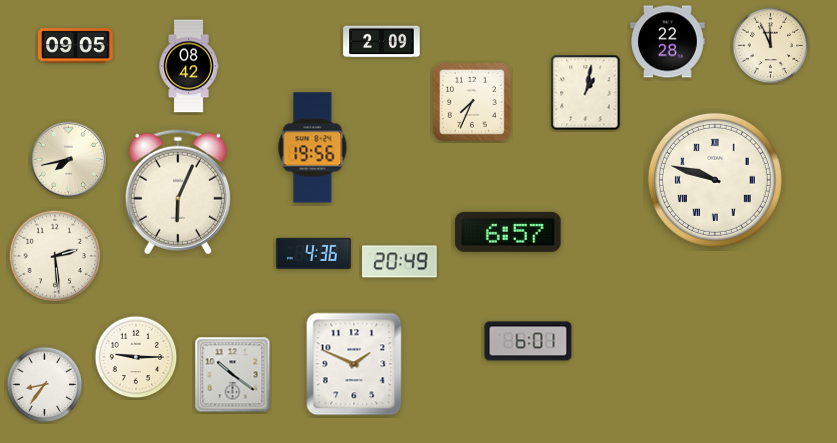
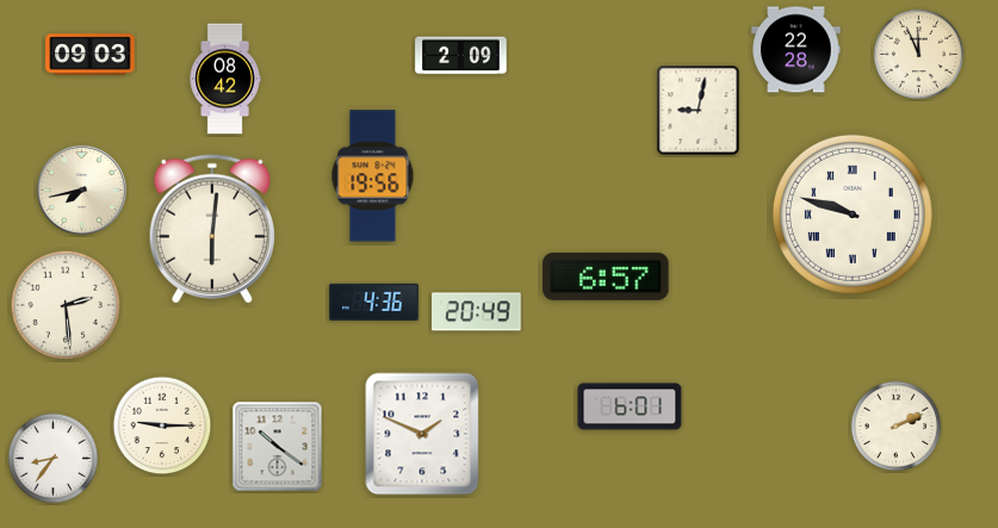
clock at (382, 42) position: (382, 42) -> (461, 56)
clock at (76, 46): 09:05 -> 09:03
clock at (586, 93): 1:02 -> 9:02
clock at (472, 102): 7:34 -> none
clock at (178, 192): 6:04 -> 6:01
clock at (897, 427): none -> 2:11
